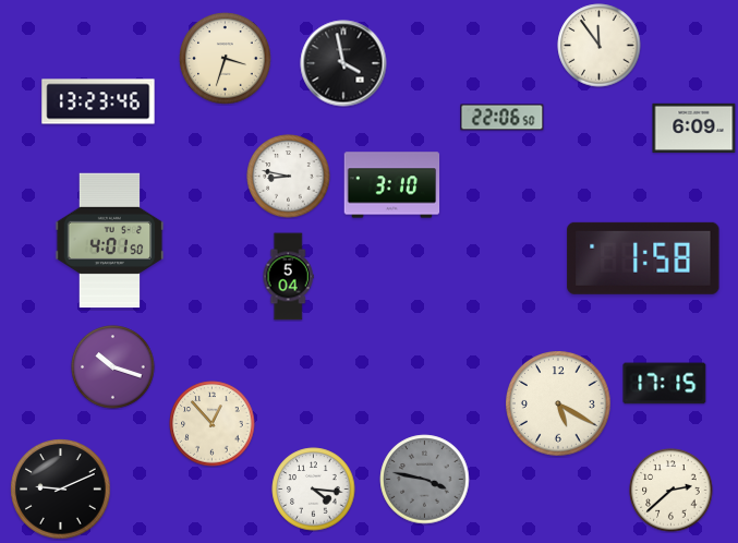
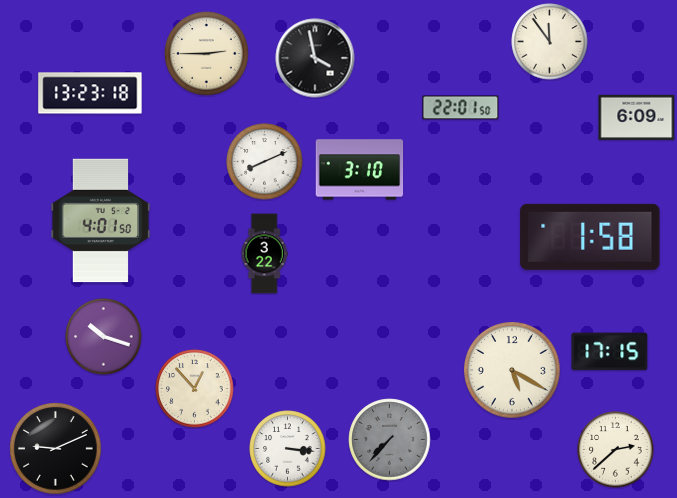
clock at (226, 59): 3:33 -> 2:45
clock at (98, 101): 13:23:46 -> 13:23:18
clock at (503, 118): 22:06 -> 22:01
clock at (289, 177): 8:47 -> 8:11
clock at (288, 277): 5:04 -> 3:22
clock at (425, 480): 3:47 -> 7:37
clock at (314, 490): 4:16 -> 3:16
